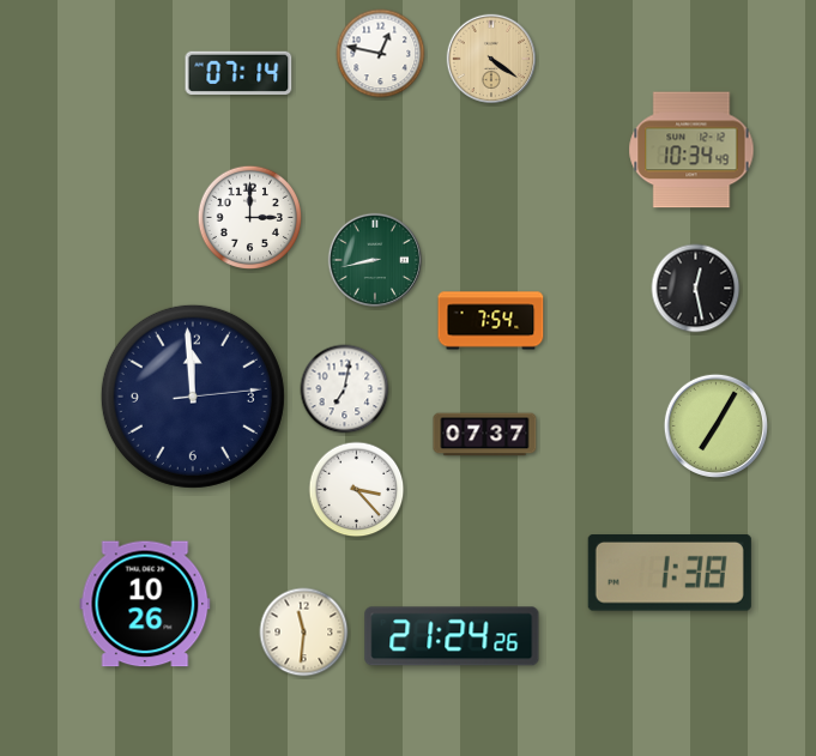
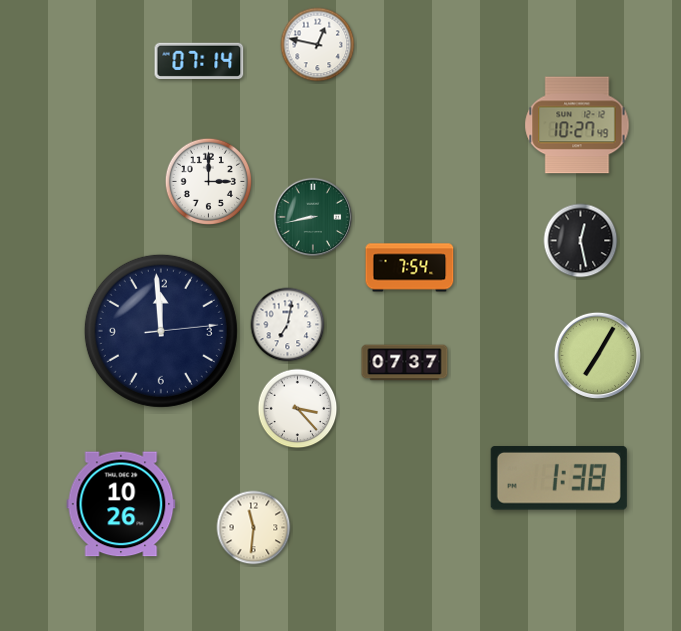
clock at (491, 59): 4:21 -> none
clock at (691, 150): 10:34 -> 10:27
clock at (452, 636): 21:24 -> none
